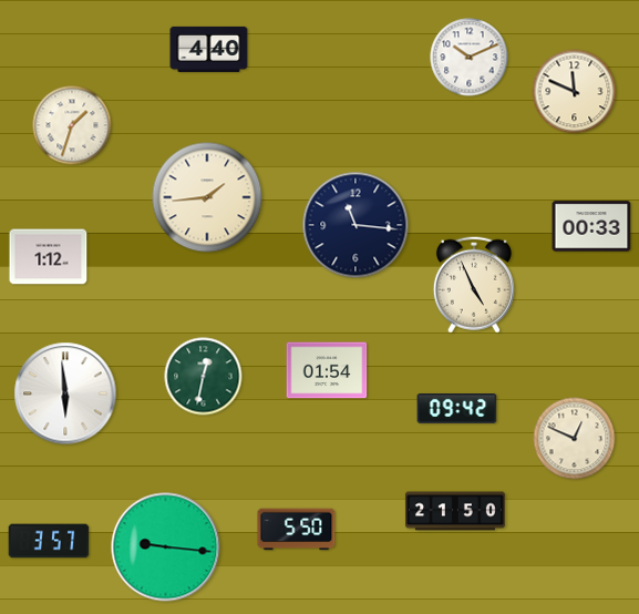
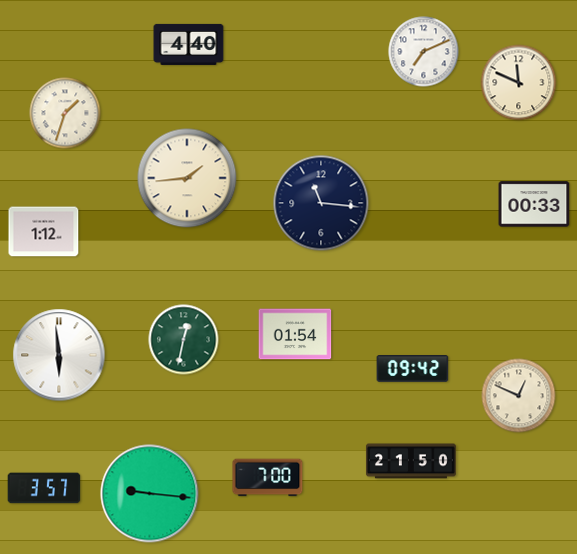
clock at (470, 58): 10:11 -> 7:11
clock at (474, 285): 4:56 -> none
clock at (297, 530): 5:50 -> 7:00
